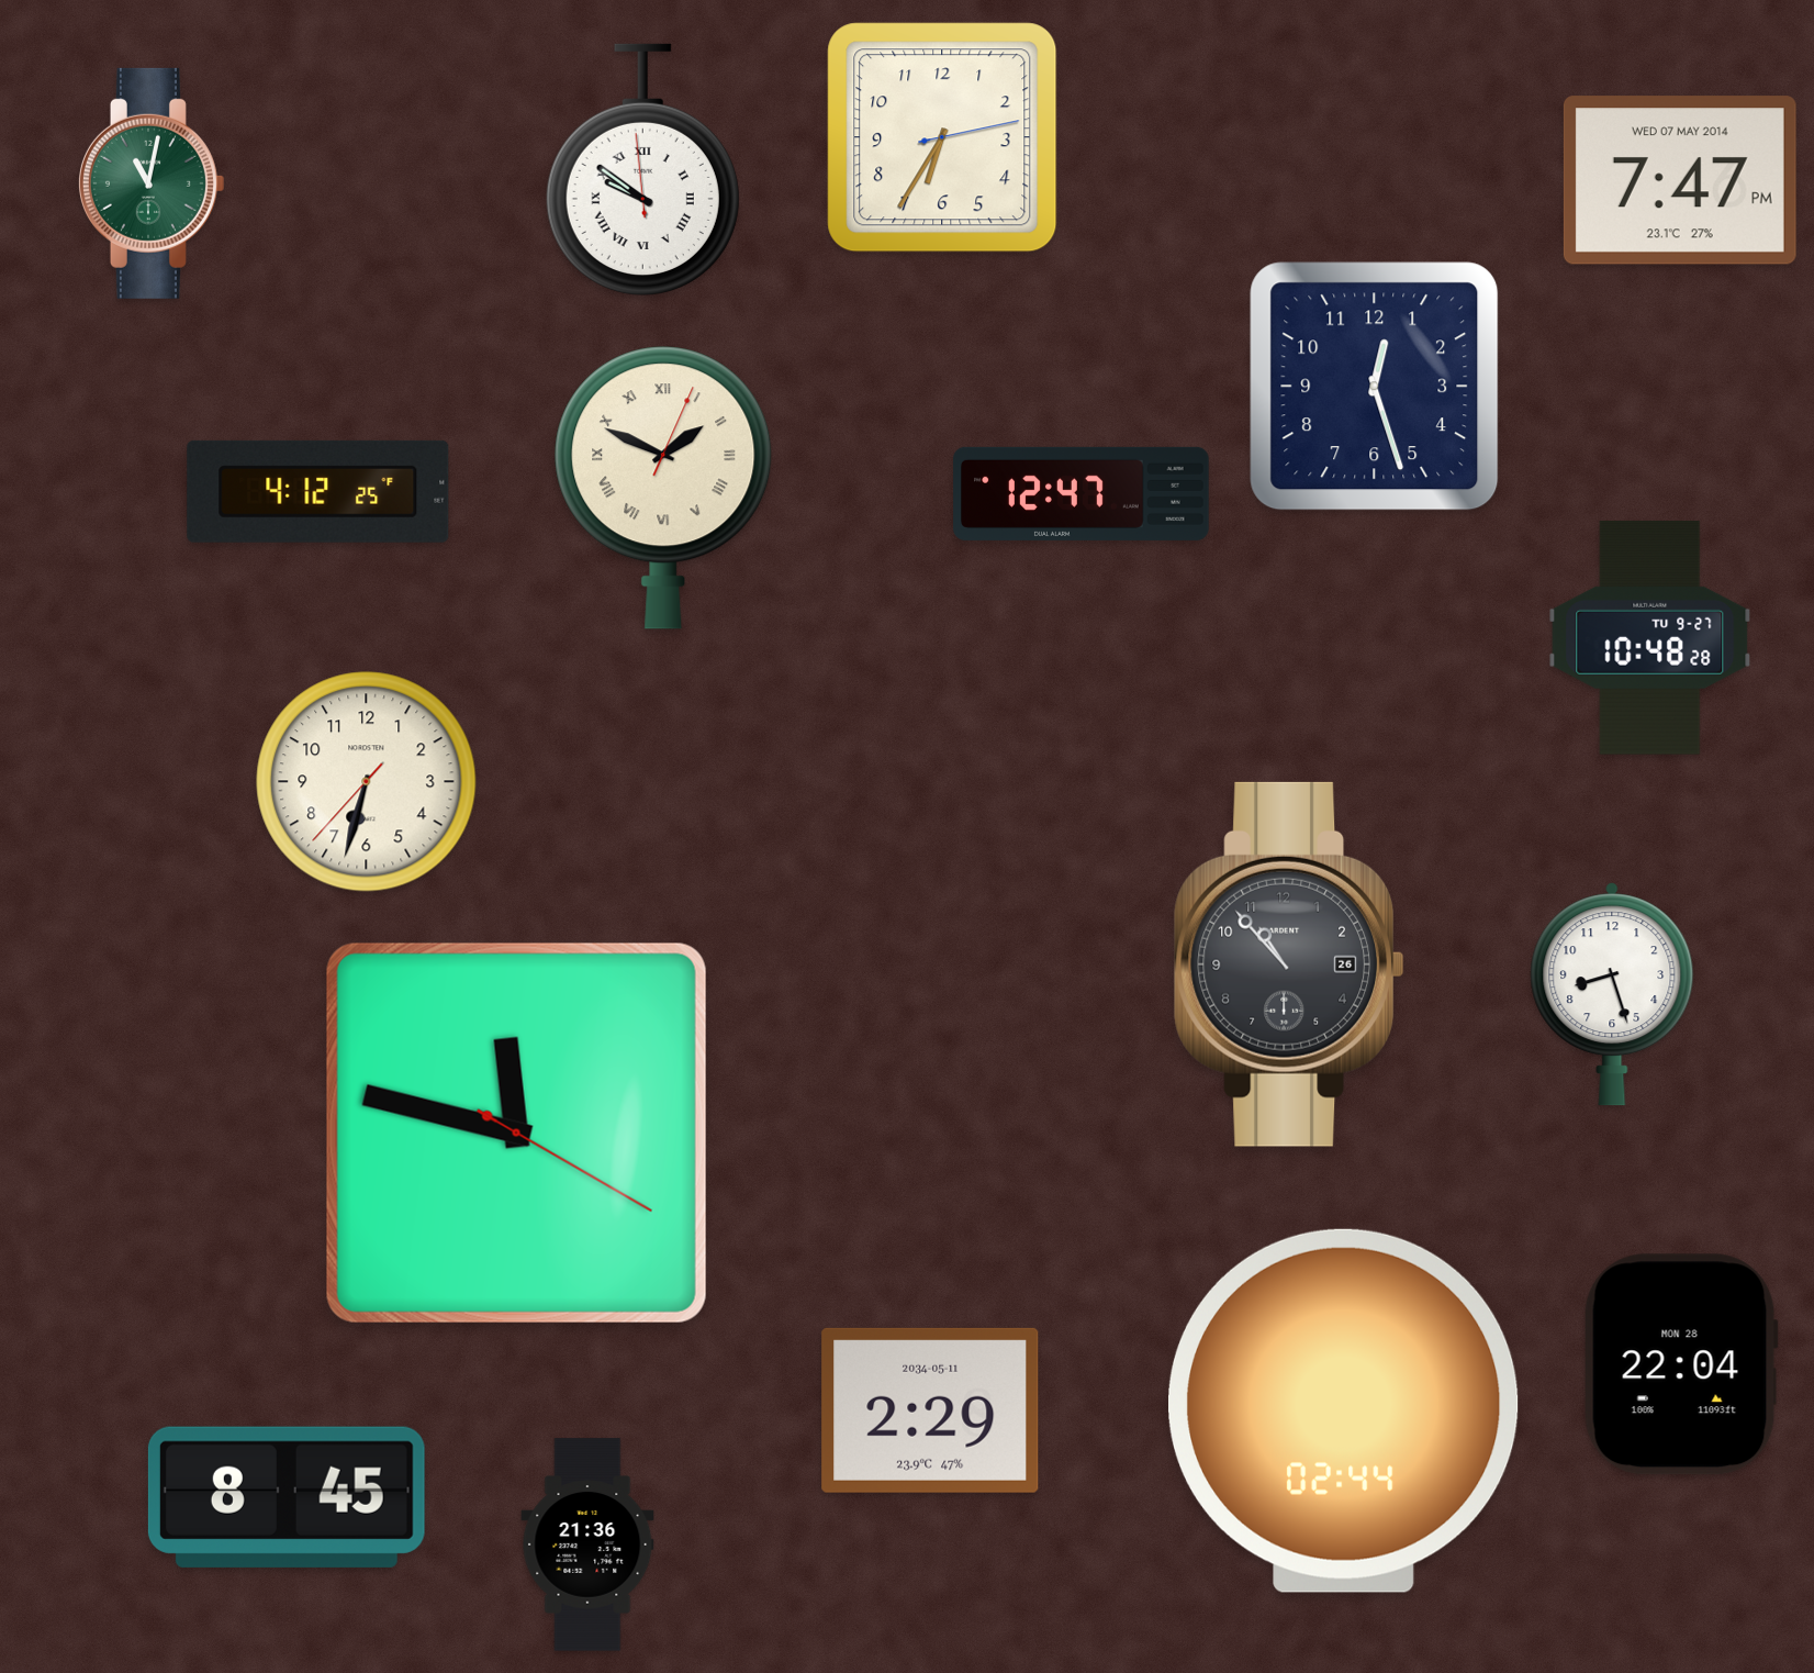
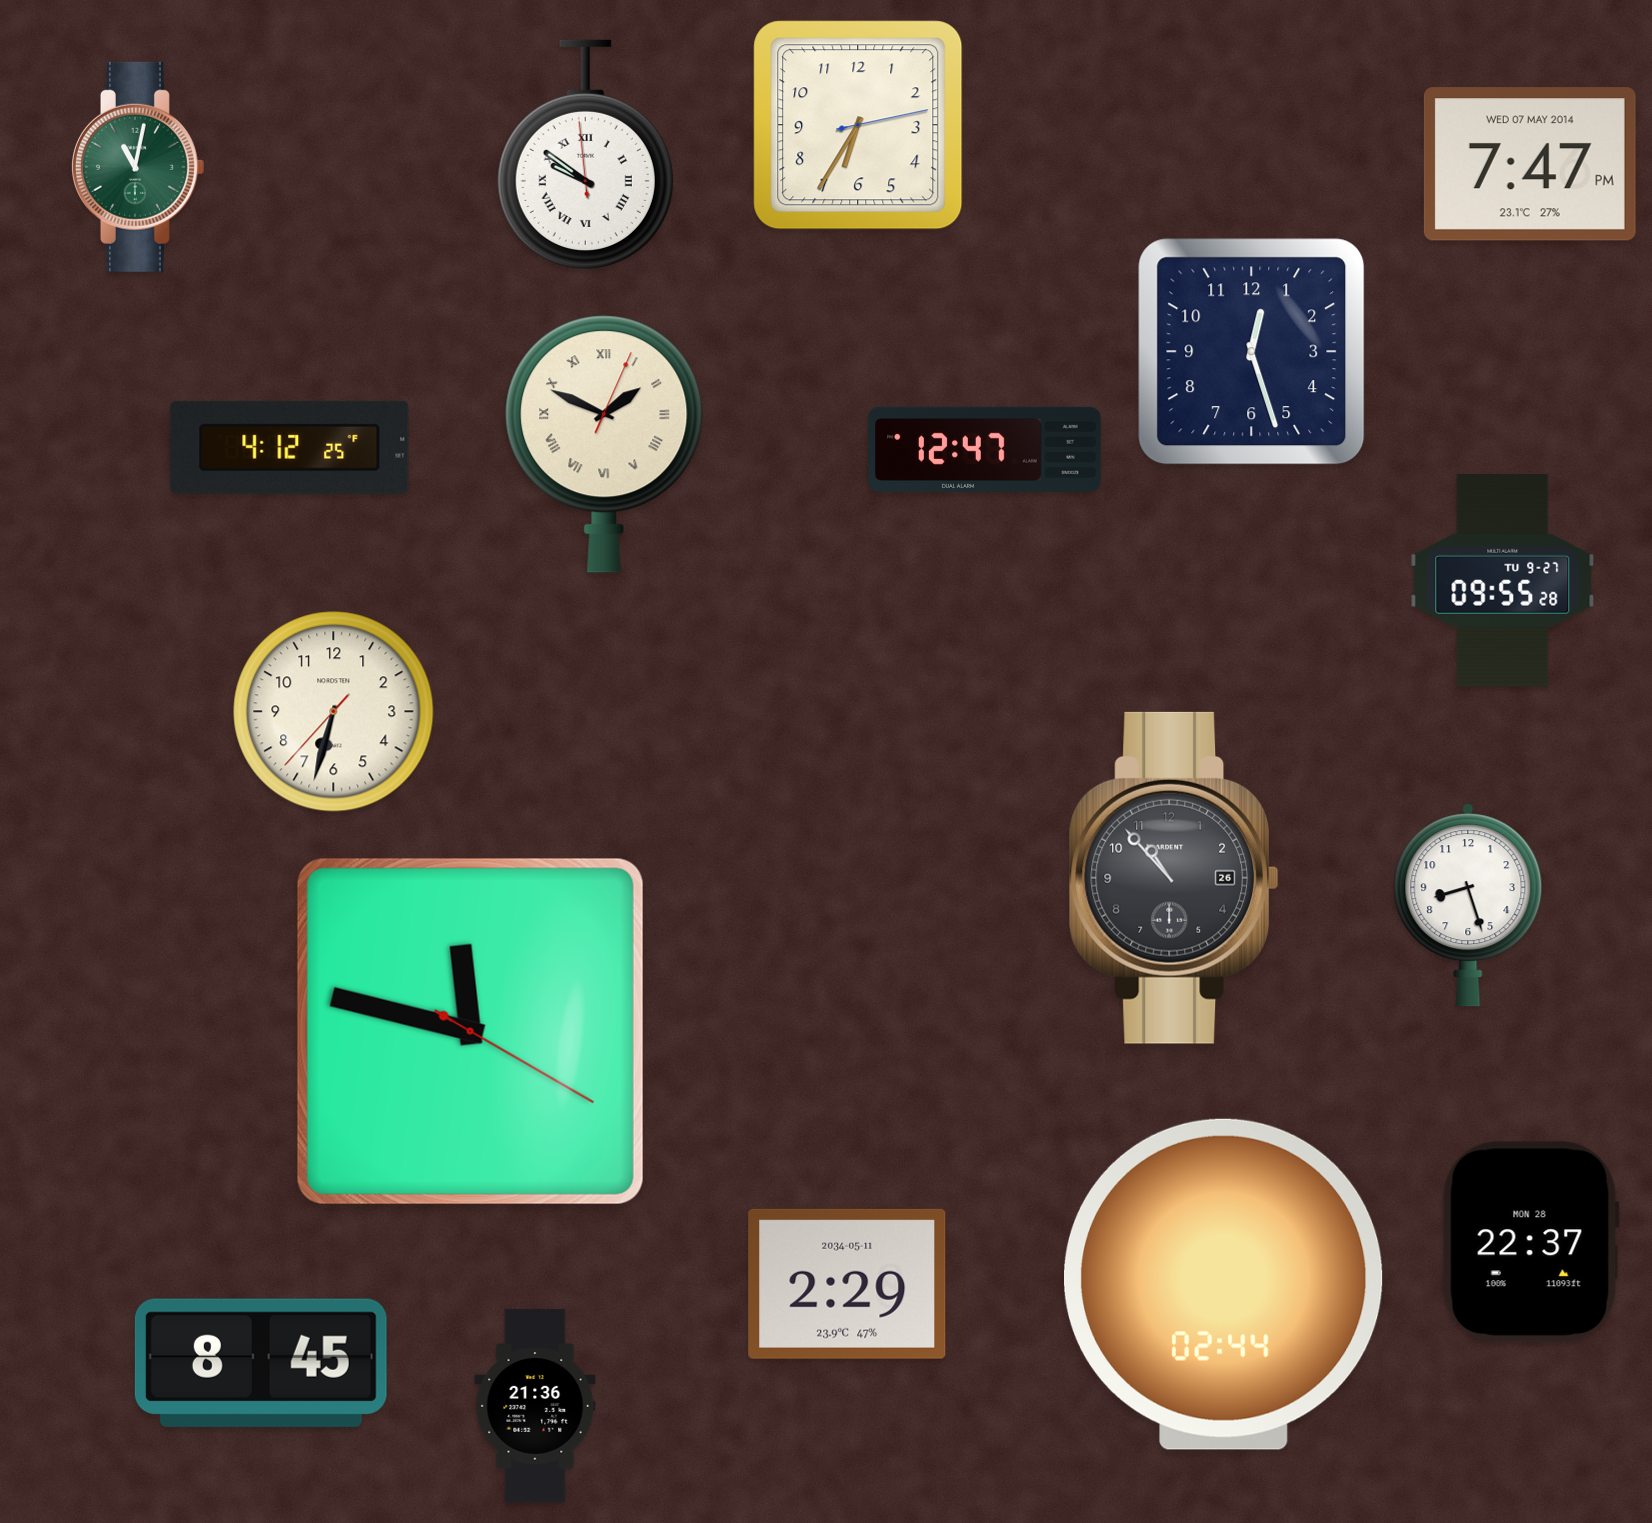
clock at (1650, 637): 10:48 -> 09:55
clock at (1681, 1364): 22:04 -> 22:37
